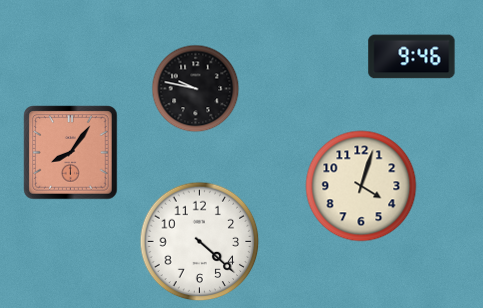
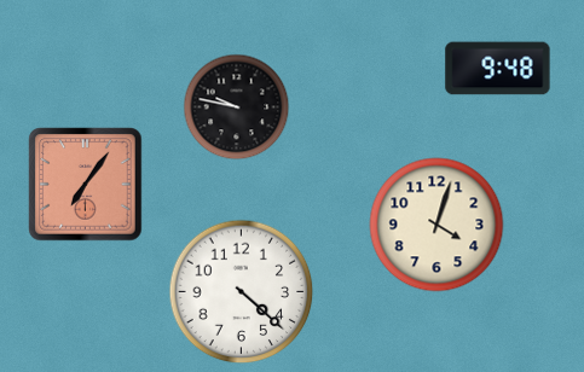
clock at (412, 57): 9:46 -> 9:48
clock at (71, 153): 8:06 -> 7:06
